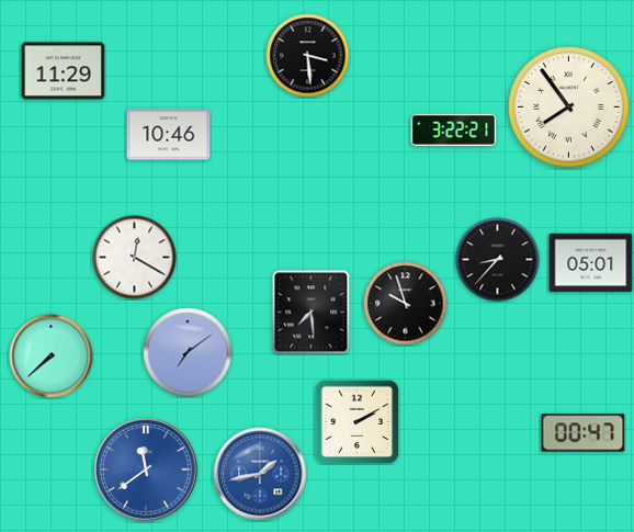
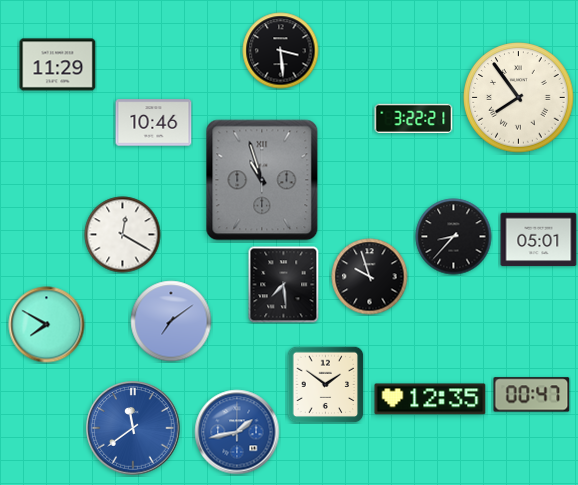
clock at (262, 180): none -> 10:57
clock at (52, 356): 7:38 -> 7:50
clock at (356, 421): 2:10 -> 1:51
clock at (430, 399): none -> 12:35
